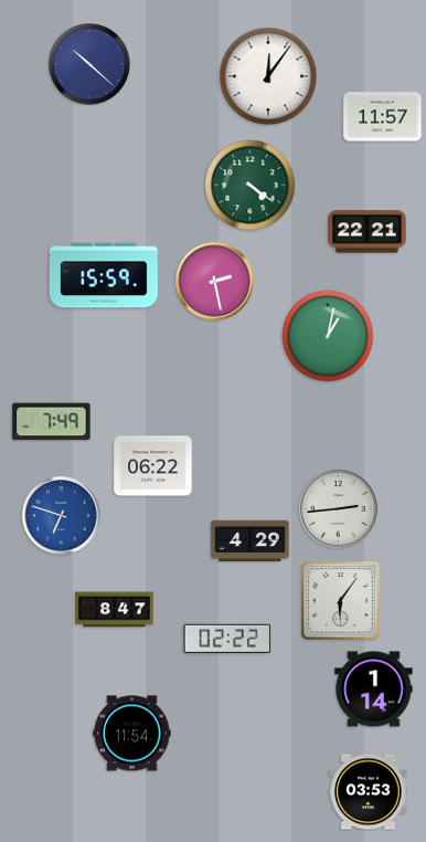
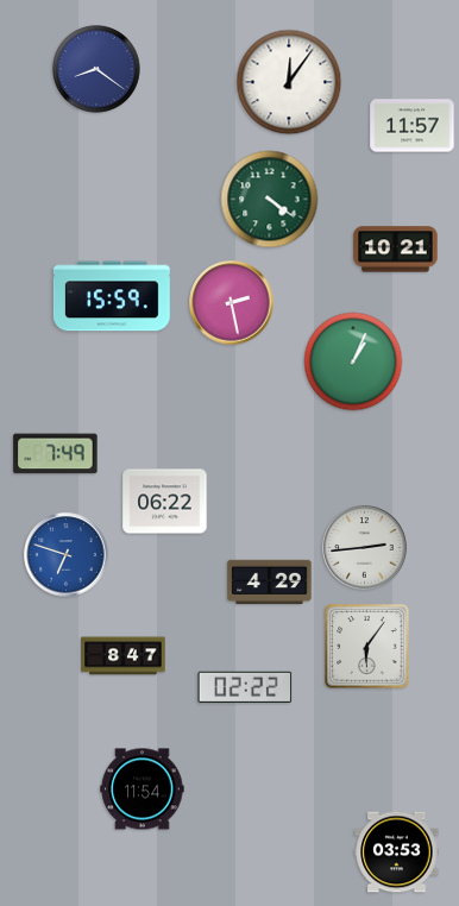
clock at (89, 64): 10:22 -> 8:21
clock at (368, 232): 22:21 -> 10:21
clock at (328, 336): 1:02 -> 1:04
clock at (374, 690): 1:14 -> none
